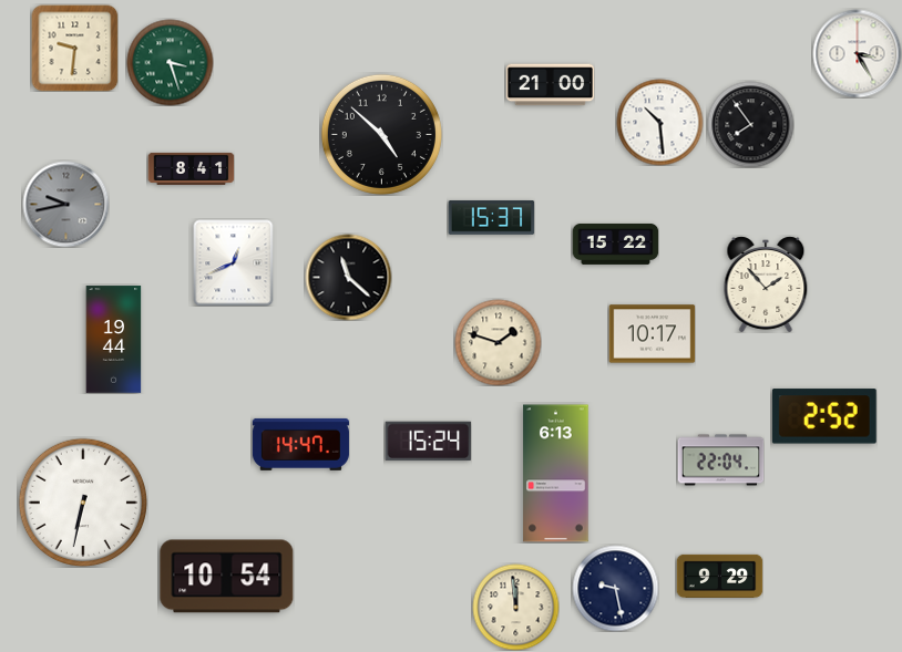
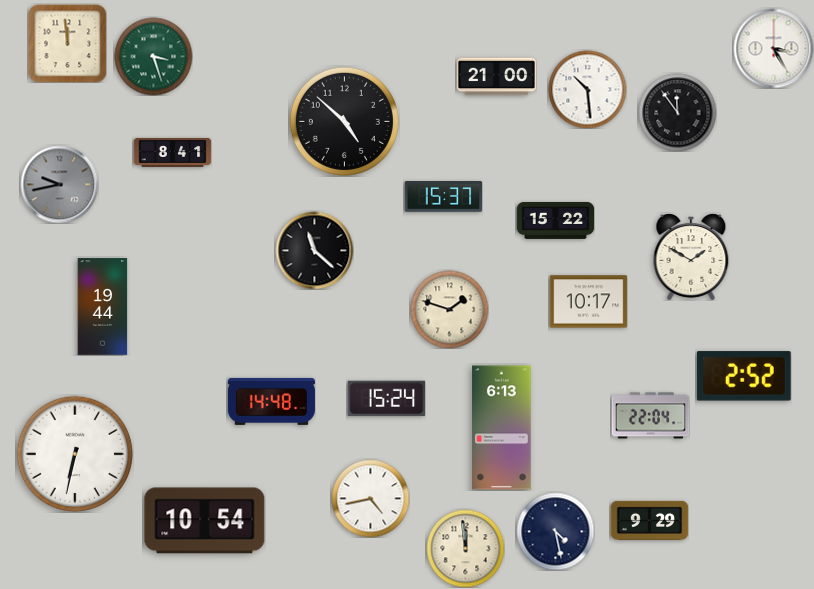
clock at (74, 48): 9:31 -> 11:59
clock at (659, 122) position: (659, 122) -> (587, 89)
clock at (750, 124): 7:54 -> 11:54
clock at (234, 262): 12:41 -> none
clock at (766, 284): 1:53 -> 1:50
clock at (300, 444): 14:47 -> 14:48
clock at (370, 498): none -> 4:43
clock at (615, 588): 9:28 -> 4:28
